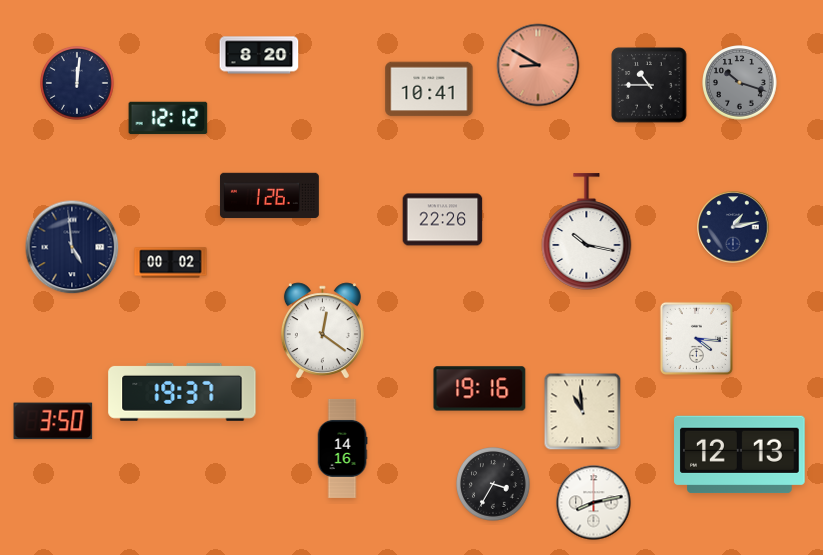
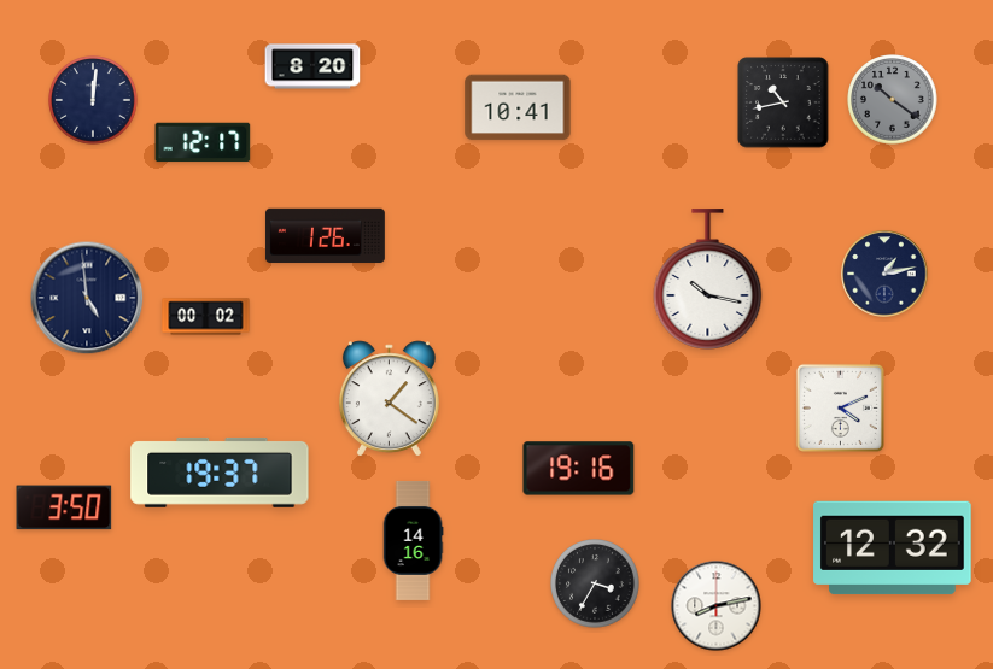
clock at (538, 65): 8:50 -> none
clock at (740, 83): 10:18 -> 10:21
clock at (649, 85): 10:45 -> 10:43
clock at (168, 118): 12:12 -> 12:17
clock at (443, 220): 22:26 -> none
clock at (322, 331): 12:21 -> 1:21
clock at (696, 338): 4:16 -> 4:11
clock at (583, 412): 10:59 -> none
clock at (740, 455): 12:13 -> 12:32
